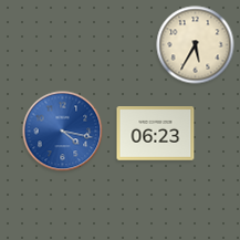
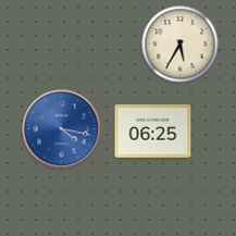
clock at (196, 45) position: (196, 45) -> (181, 45)
clock at (156, 134): 06:23 -> 06:25
